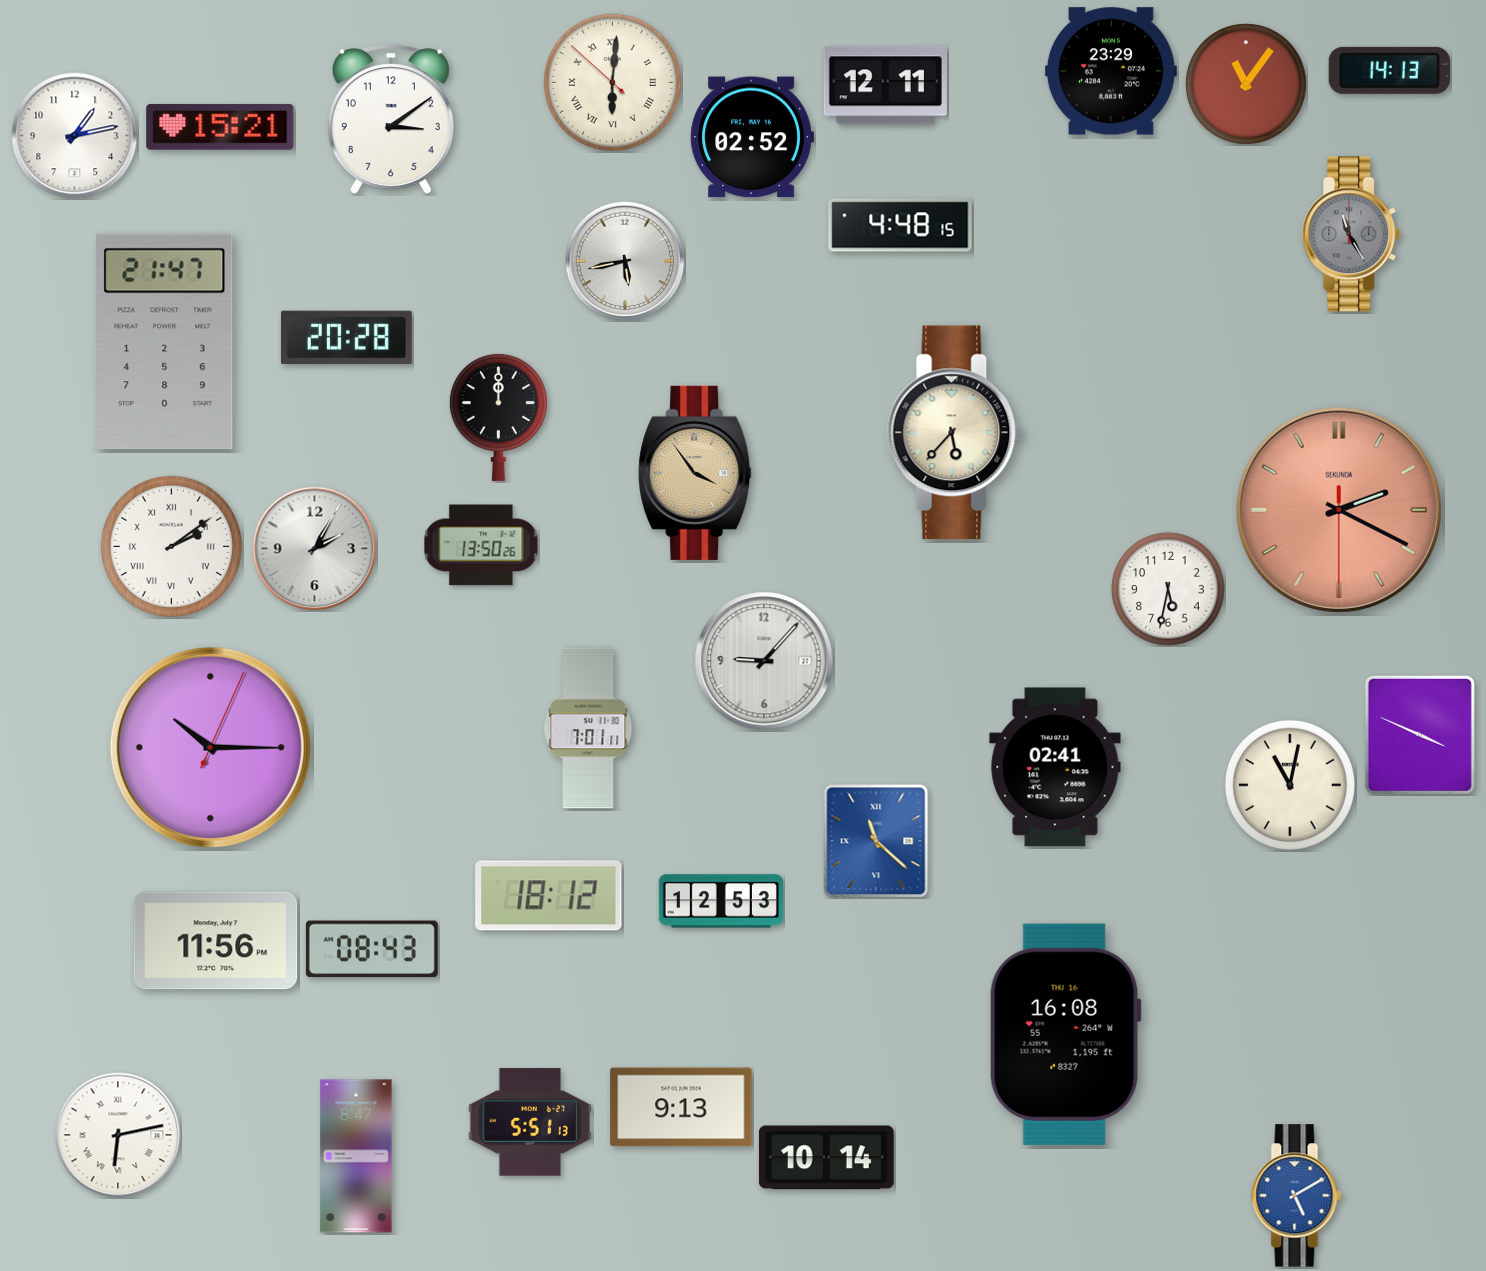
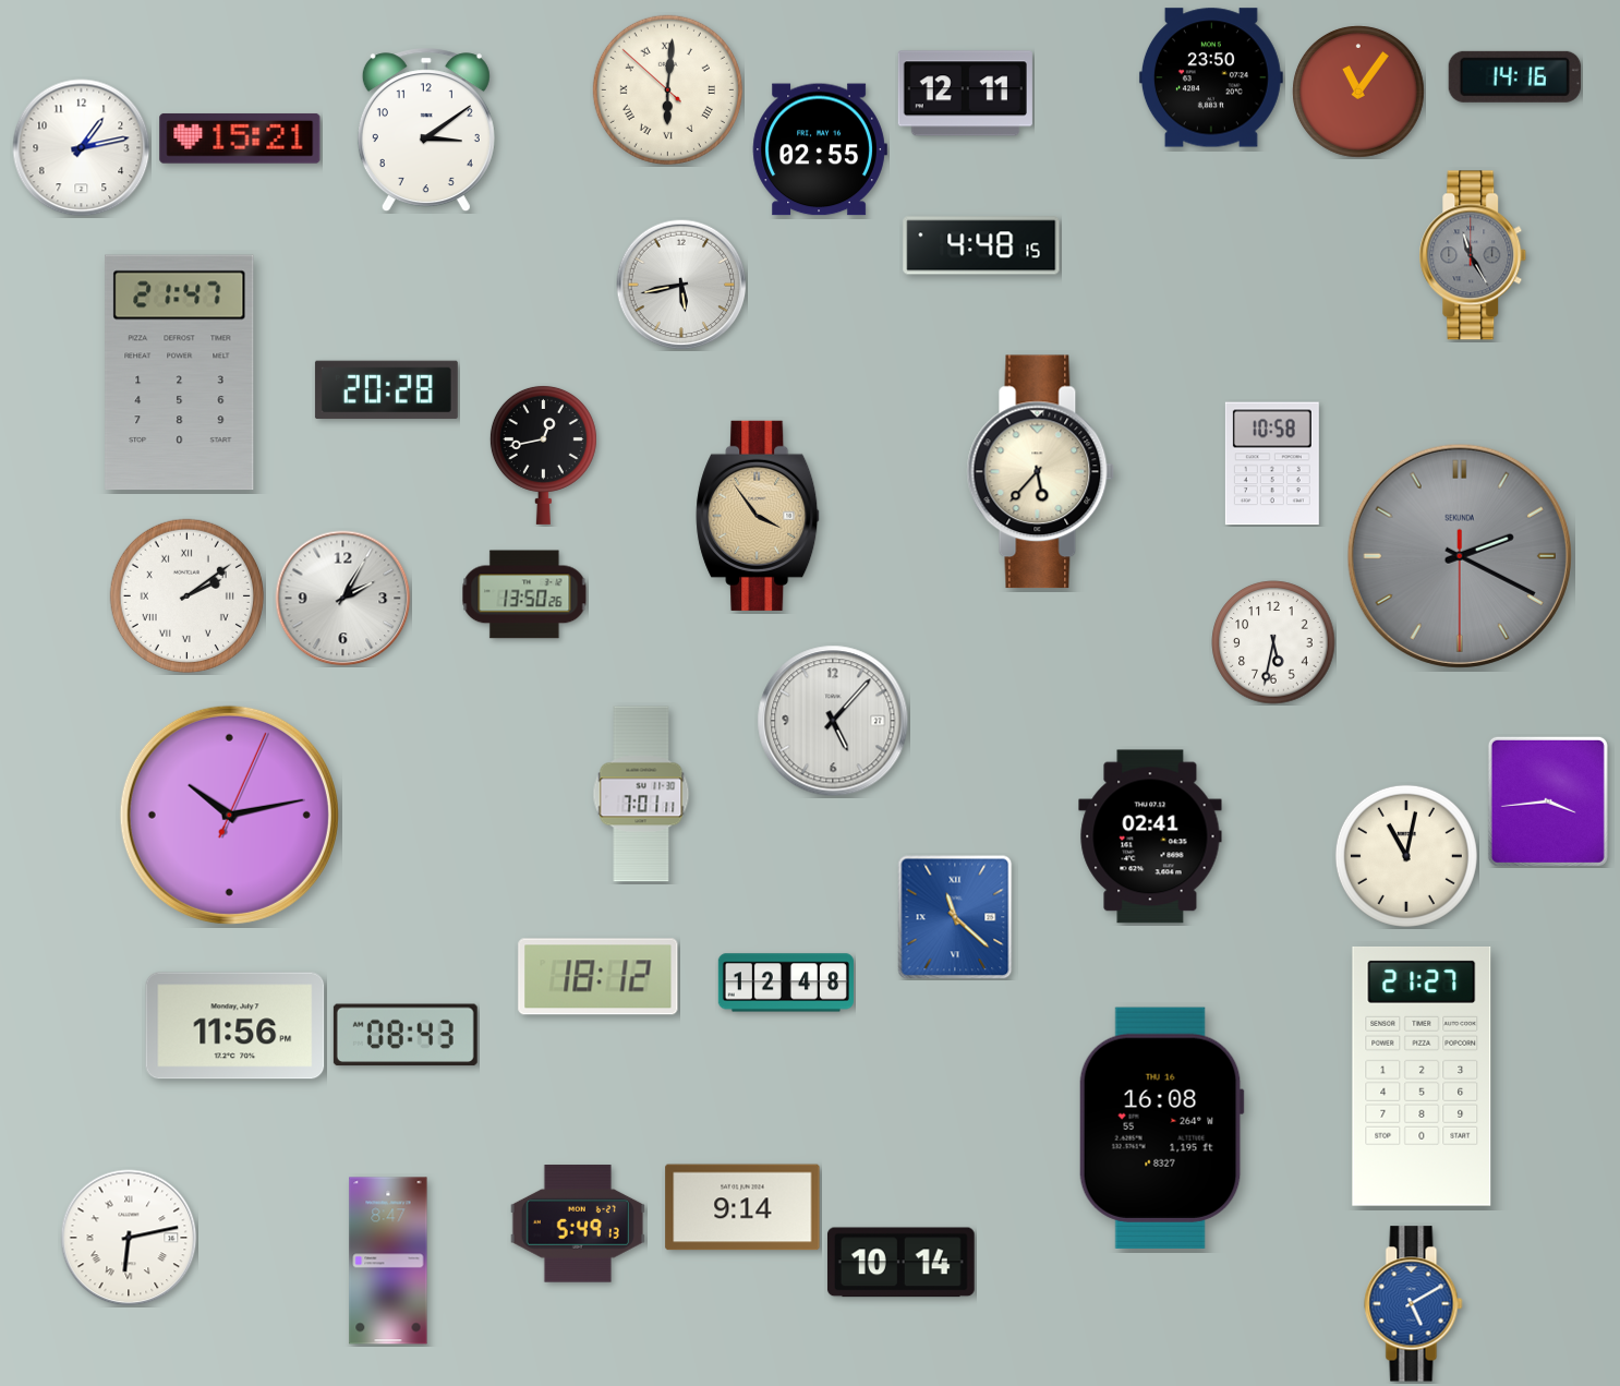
clock at (1389, 70): 14:13 -> 14:16
clock at (1111, 71): 23:29 -> 23:50
clock at (752, 137): 02:52 -> 02:55
clock at (346, 338) position: (346, 338) -> (386, 390)
clock at (498, 417): 12:00 -> 12:43
clock at (1272, 463): none -> 10:58
clock at (1339, 510) dial: salmon -> grey
clock at (764, 661): 9:07 -> 5:07
clock at (1420, 735): 3:49 -> 3:44
clock at (210, 747): 10:15 -> 10:13
clock at (721, 901): 12:53 -> 12:48
clock at (1422, 1076): none -> 21:27
clock at (681, 1107): 9:13 -> 9:14
clock at (530, 1122): 5:51 -> 5:49
